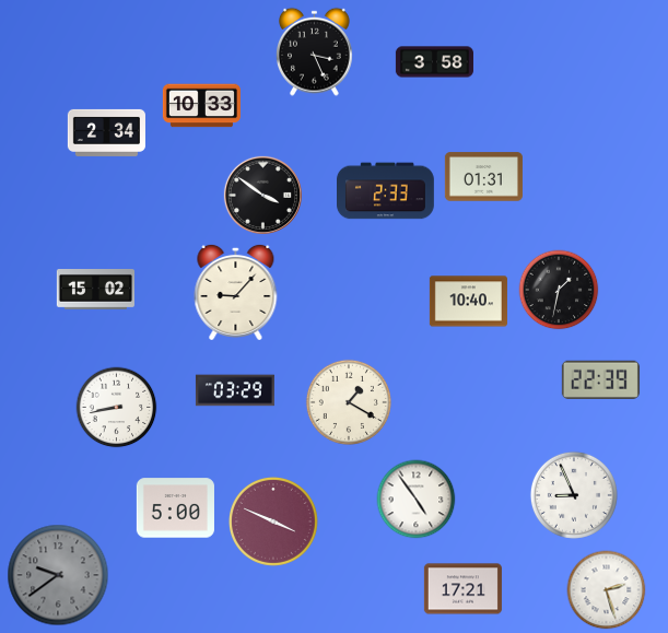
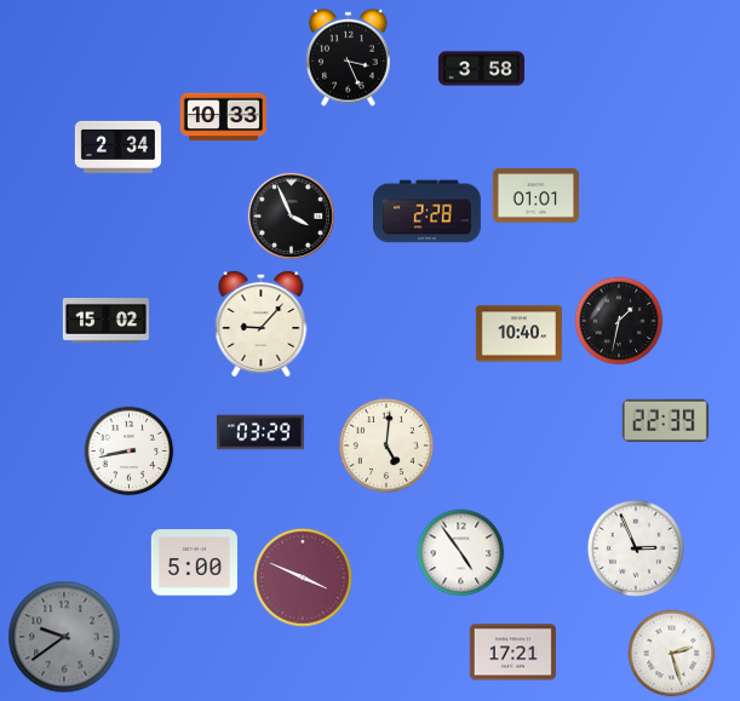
clock at (483, 177): 01:31 -> 01:01
clock at (386, 191): 2:33 -> 2:28
clock at (262, 195): 3:51 -> 3:56
clock at (349, 402): 1:20 -> 5:01
clock at (574, 495): 8:56 -> 2:56
